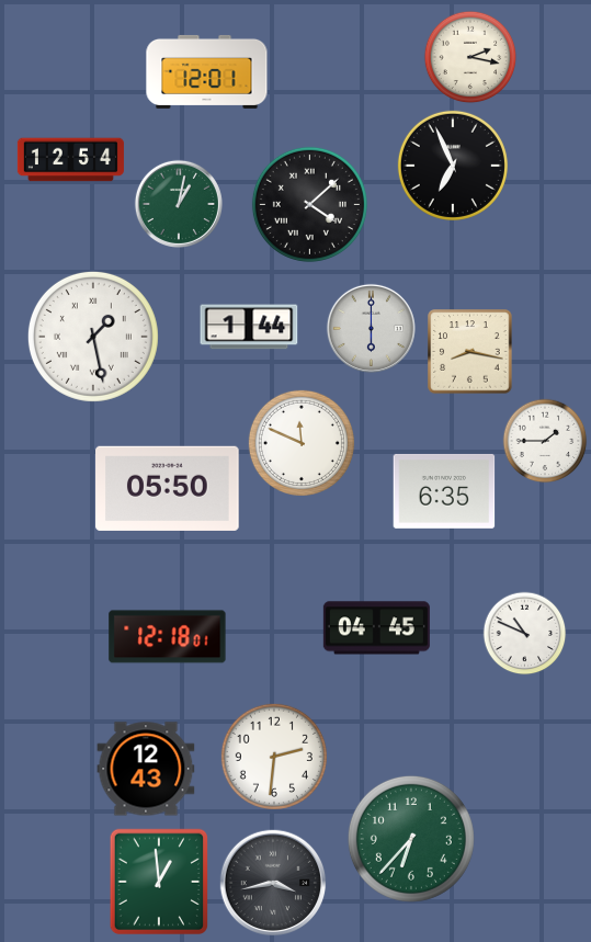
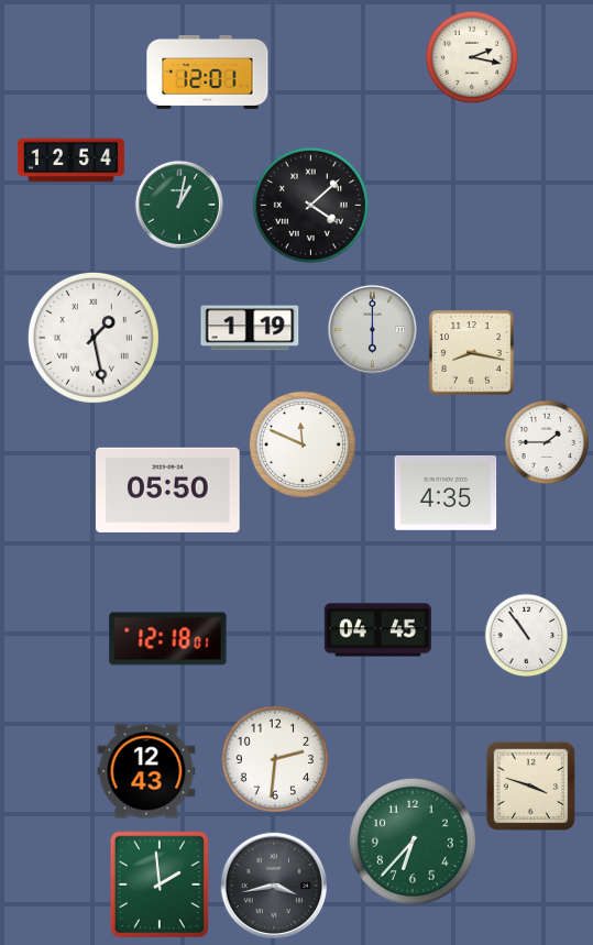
clock at (453, 166): 6:56 -> none
clock at (249, 327): 1:44 -> 1:19
clock at (444, 491): 6:35 -> 4:35
clock at (525, 634): 10:49 -> 10:54
clock at (531, 787): none -> 3:48
clock at (158, 882): 12:59 -> 1:59
